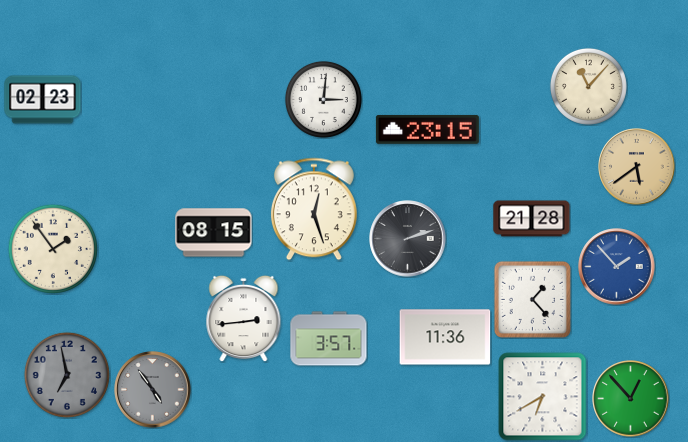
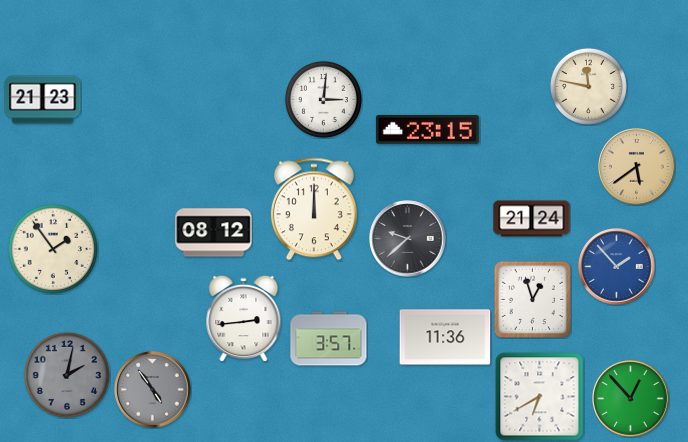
clock at (588, 86): 11:07 -> 11:47
clock at (43, 100): 02:23 -> 21:23
clock at (314, 209): 12:27 -> 12:00
clock at (532, 219): 21:28 -> 21:24
clock at (214, 233): 08:15 -> 08:12
clock at (408, 239): 2:12 -> 9:38
clock at (532, 299): 1:23 -> 12:57
clock at (67, 375): 6:58 -> 2:02
clock at (543, 397) position: (543, 397) -> (540, 397)
